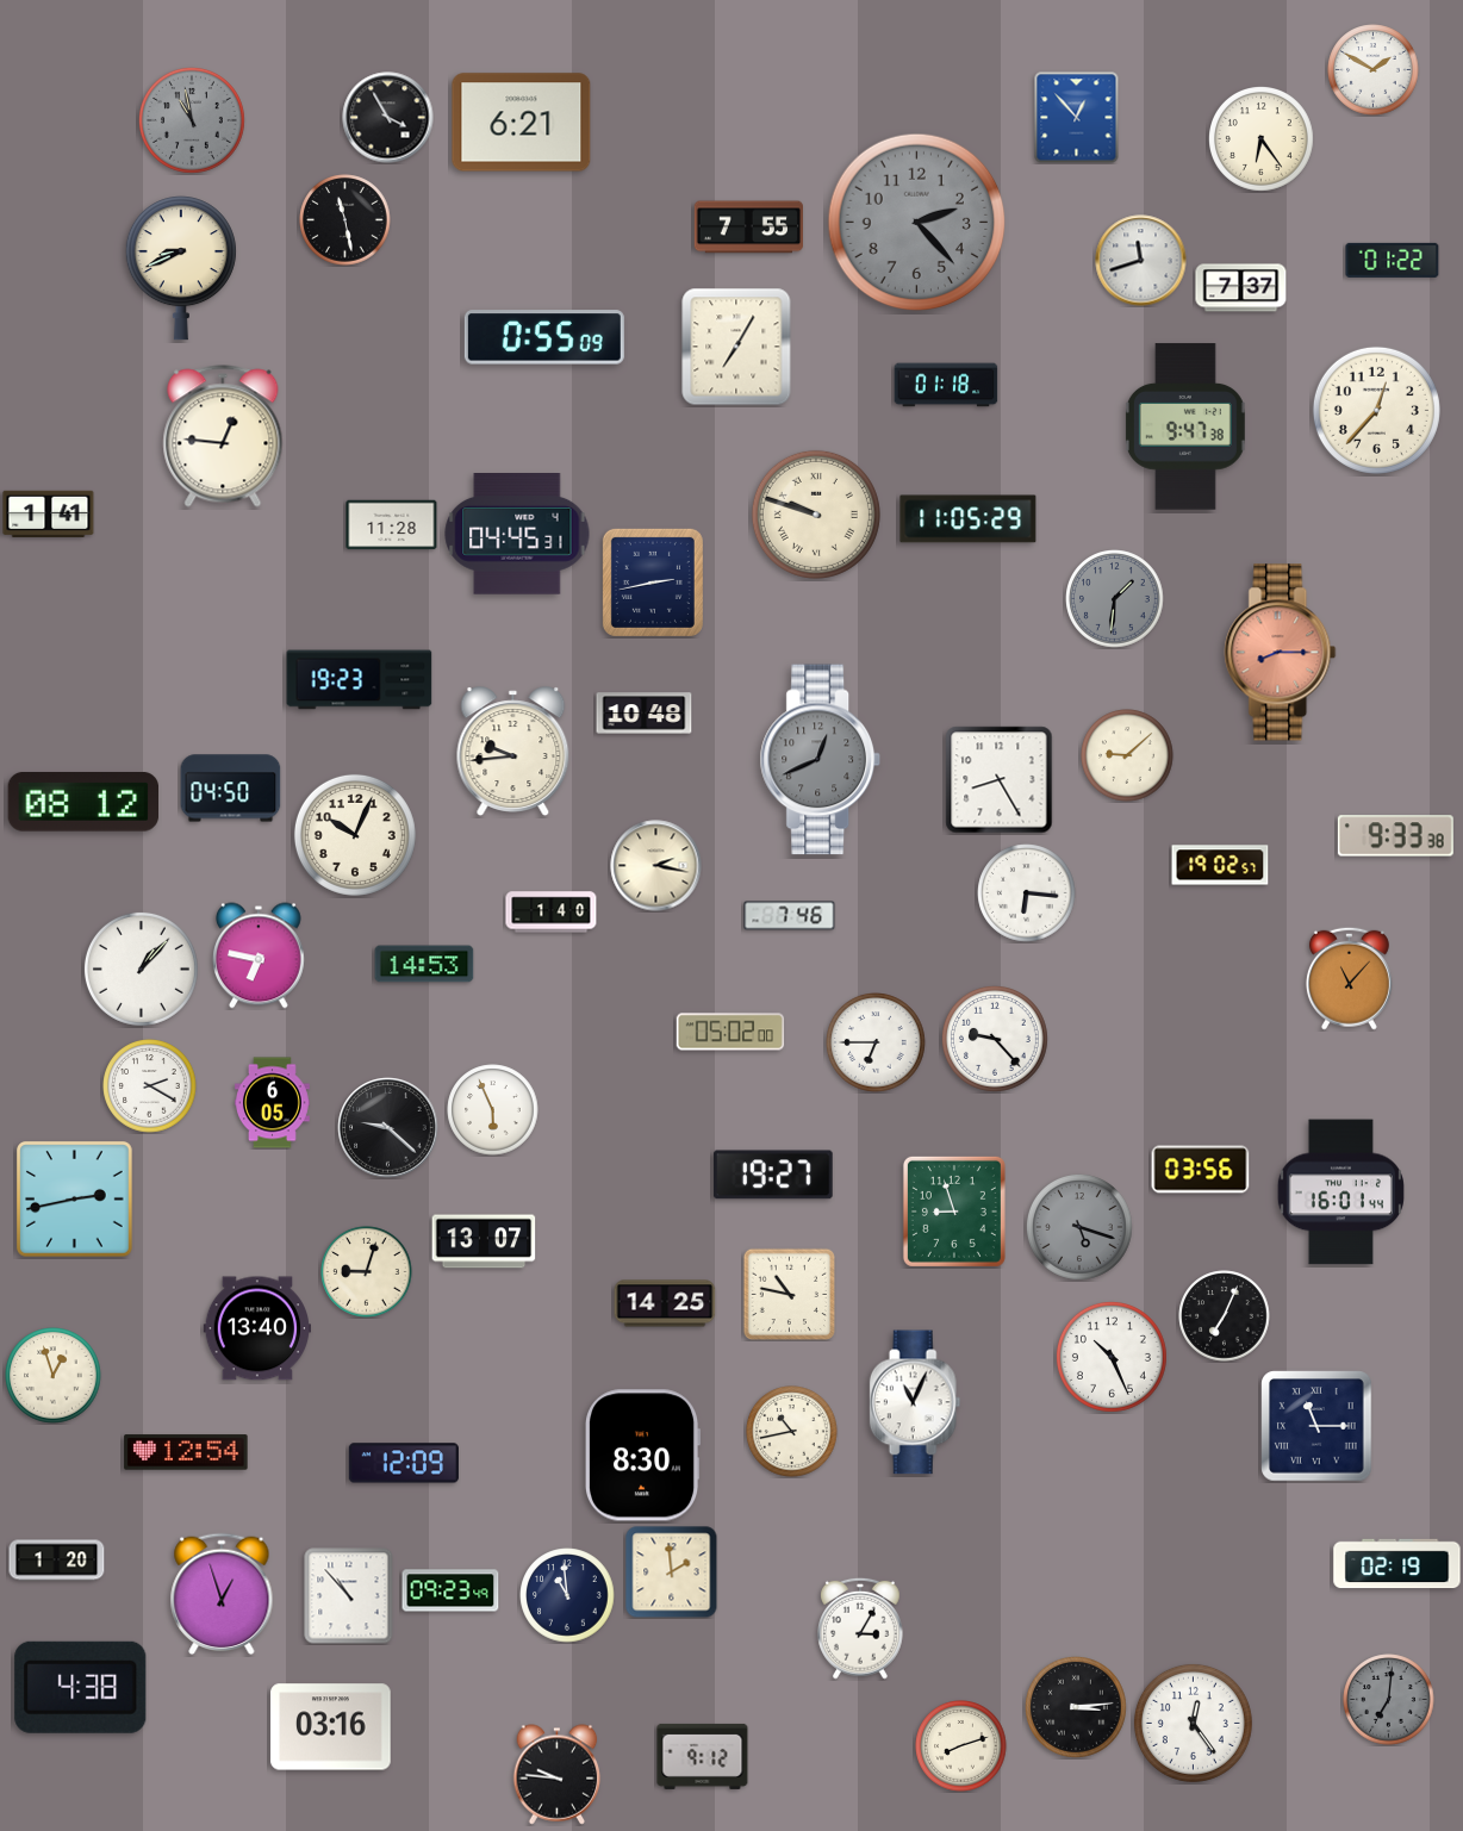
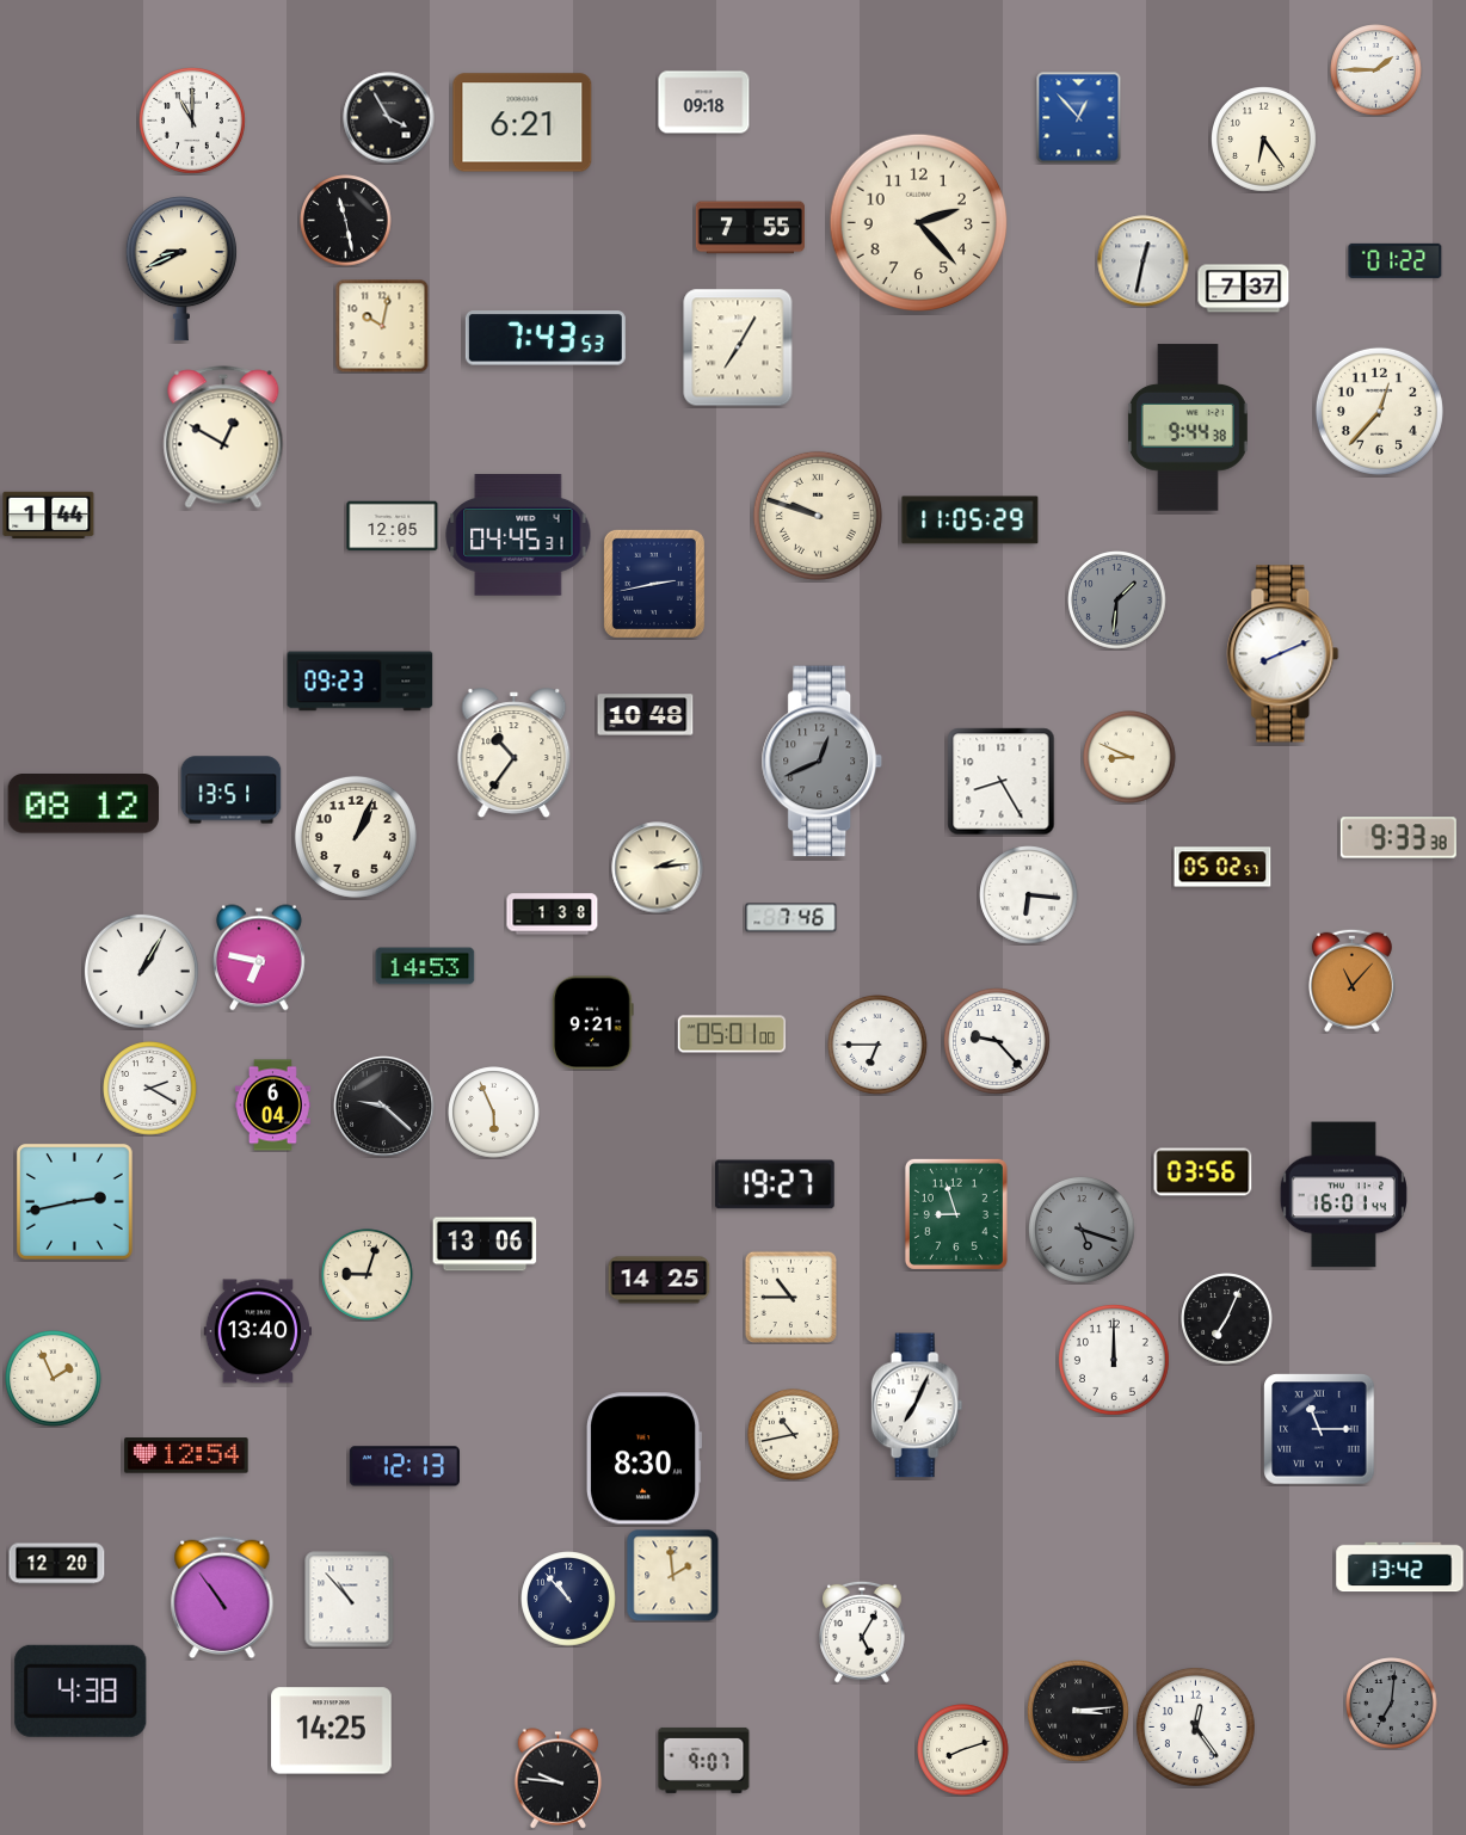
clock at (1374, 70): 1:50 -> 1:45
clock at (704, 103): none -> 09:18
clock at (193, 122): 10:58 -> 11:00
clock at (193, 122) dial: grey -> white
clock at (917, 223) dial: grey -> cream
clock at (1141, 261): 11:42 -> 12:32
clock at (382, 326): none -> 10:02
clock at (544, 337): 0:55 -> 7:43
clock at (946, 385): 01:18 -> none
clock at (1185, 426): 9:47 -> 9:44
clock at (223, 436): 12:46 -> 12:50
clock at (49, 513): 1:41 -> 1:44
clock at (392, 525): 11:28 -> 12:05
clock at (1281, 653): 8:15 -> 8:11
clock at (1281, 653) dial: salmon -> white
clock at (360, 680): 19:23 -> 09:23
clock at (513, 751): 9:44 -> 10:36
clock at (1127, 755): 9:08 -> 8:49
clock at (231, 789): 04:50 -> 13:51
clock at (355, 835): 10:04 -> 1:04
clock at (1220, 865): 19:02 -> 05:02
clock at (656, 866): 2:17 -> 2:14
clock at (552, 913): 1:40 -> 1:38
clock at (141, 969): 1:07 -> 1:05
clock at (593, 1023): none -> 9:21
clock at (730, 1032): 05:02 -> 05:01
clock at (273, 1103): 6:05 -> 6:04
clock at (388, 1128) position: (388, 1128) -> (384, 1107)
clock at (773, 1175) position: (773, 1175) -> (775, 1184)
clock at (484, 1241): 13:07 -> 13:06
clock at (789, 1294): 10:47 -> 10:45
clock at (665, 1303) position: (665, 1303) -> (659, 1280)
clock at (1112, 1357): 10:26 -> 12:00
clock at (54, 1376): 12:57 -> 1:56
clock at (915, 1402): 11:04 -> 7:04
clock at (404, 1463): 12:09 -> 12:13
clock at (57, 1561): 1:20 -> 12:20
clock at (1397, 1564): 02:19 -> 13:42
clock at (450, 1590): 09:23 -> none
clock at (222, 1594): 12:57 -> 10:54
clock at (567, 1595): 10:59 -> 10:53
clock at (861, 1628): 3:05 -> 5:05
clock at (331, 1727): 03:16 -> 14:25
clock at (703, 1756): 9:12 -> 9:07
